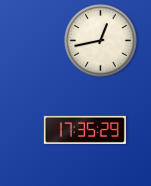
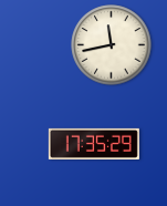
clock at (101, 41): 12:43 -> 11:43
